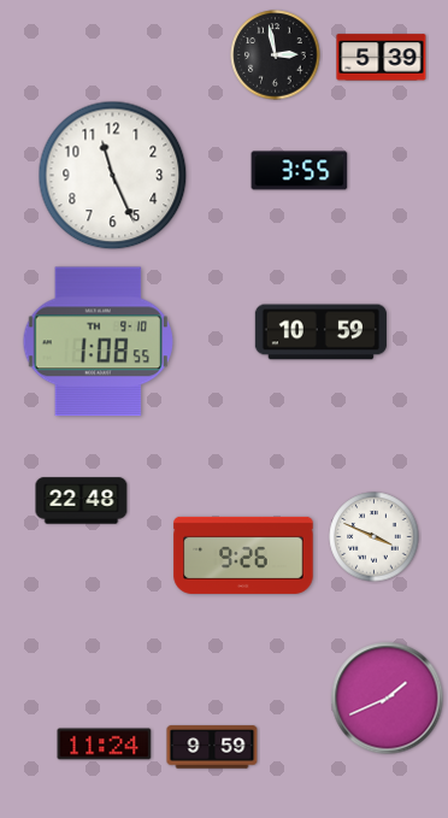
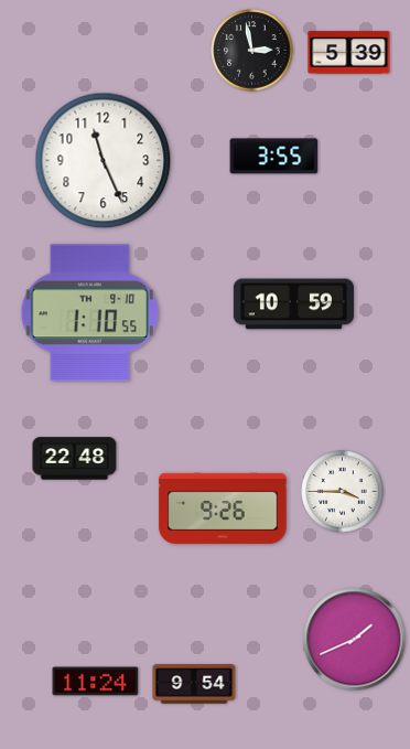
clock at (98, 342): 1:08 -> 1:10
clock at (375, 537): 3:49 -> 3:45
clock at (212, 747): 9:59 -> 9:54
